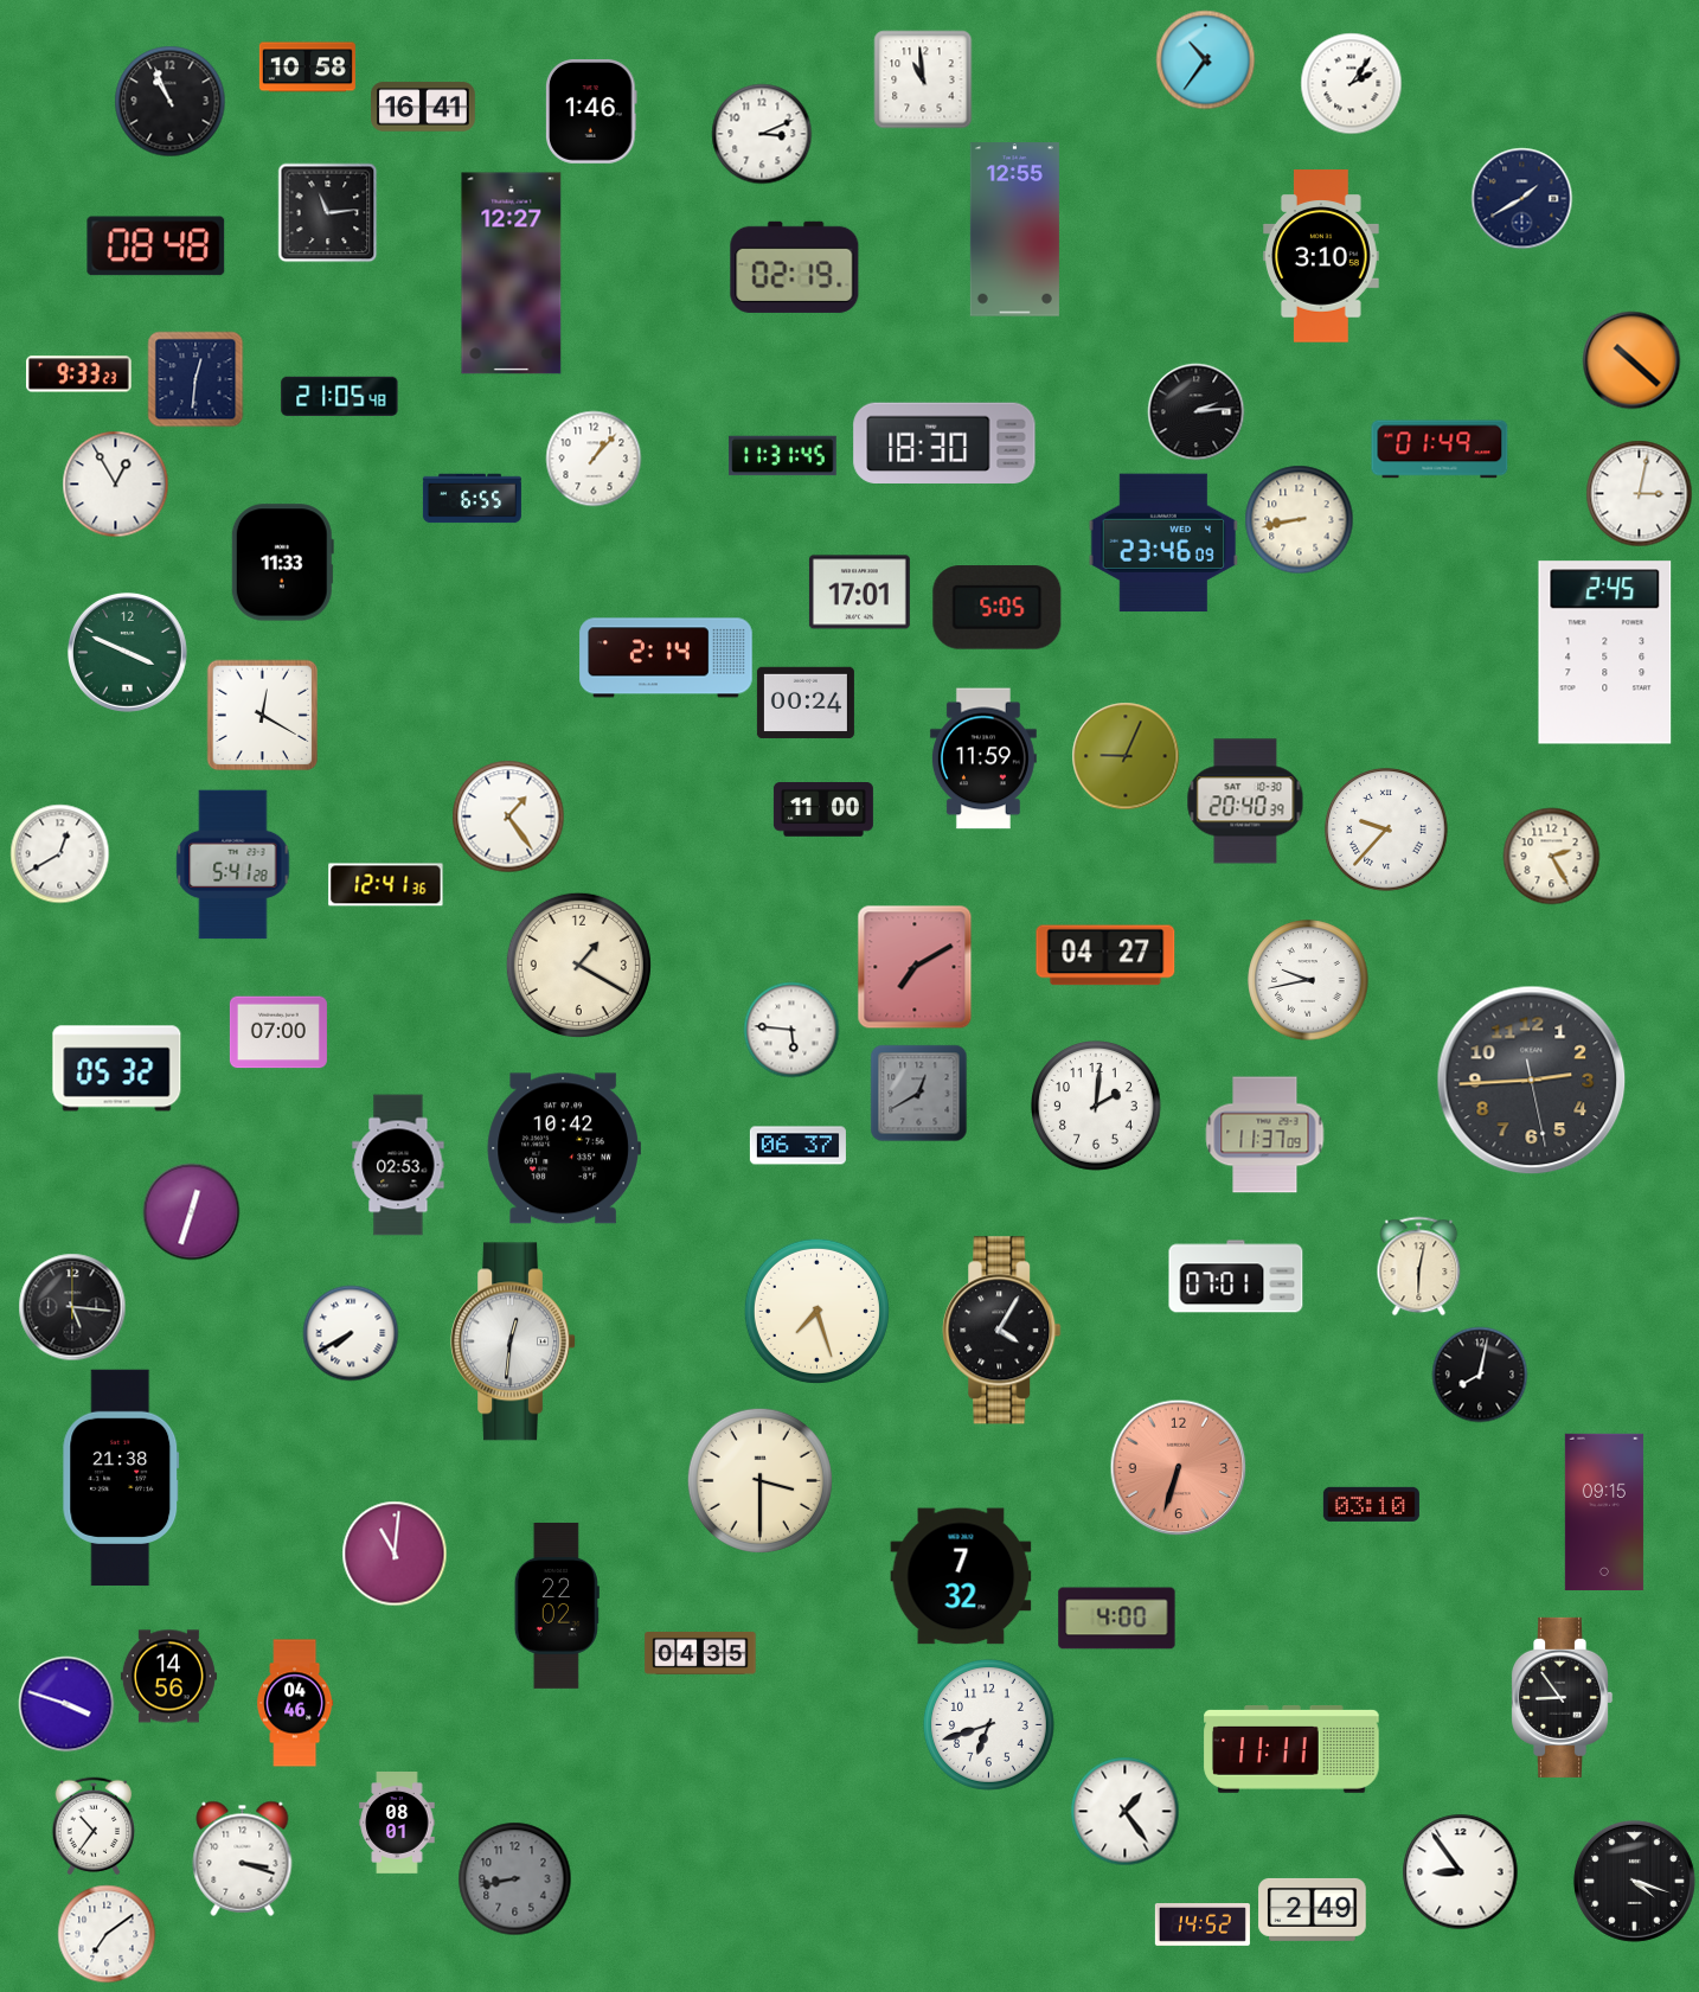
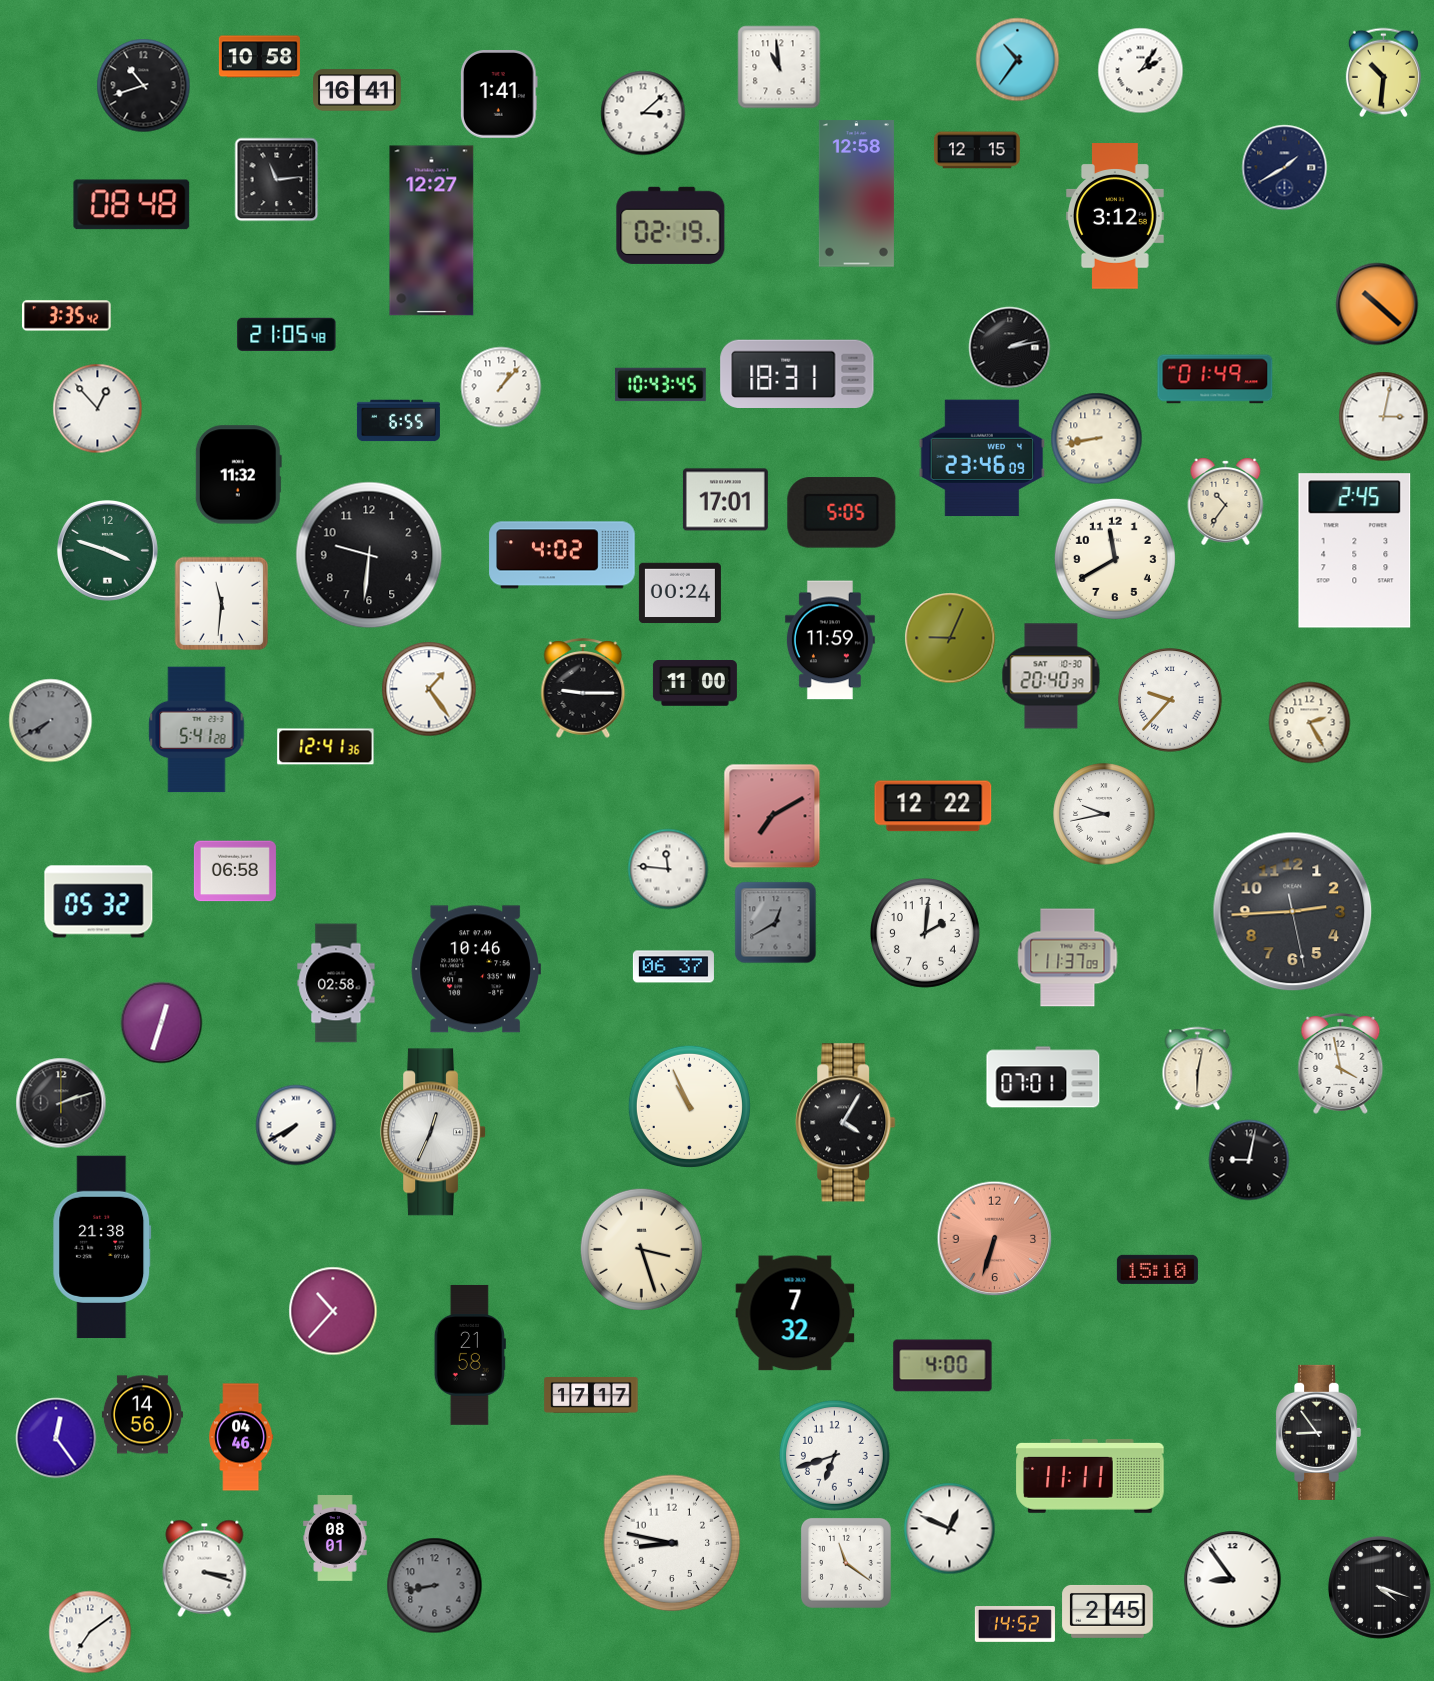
clock at (1205, 59) position: (1205, 59) -> (1017, 59)
clock at (1383, 72): none -> 10:31
clock at (169, 101): 10:56 -> 10:42
clock at (592, 113): 1:46 -> 1:41
clock at (762, 134): 3:11 -> 3:08
clock at (977, 150): none -> 12:15
clock at (1014, 230): 12:55 -> 12:58
clock at (156, 246) position: (156, 246) -> (132, 205)
clock at (1322, 256): 3:10 -> 3:12
clock at (79, 374): 9:33 -> 3:35
clock at (195, 379): 12:31 -> none
clock at (1195, 411): 2:14 -> 2:13
clock at (944, 442): 18:30 -> 18:31
clock at (783, 456): 11:31 -> 10:43
clock at (115, 483): 12:55 -> 12:53
clock at (282, 563): 11:33 -> 11:32
clock at (1226, 501): none -> 10:36
clock at (127, 652): 3:49 -> 3:48
clock at (369, 555): none -> 9:31
clock at (666, 658): 2:14 -> 4:02
clock at (1115, 559): none -> 11:40
clock at (262, 715): 12:20 -> 11:31
clock at (583, 688): none -> 9:15
clock at (59, 853): 12:40 -> 7:40
clock at (59, 853) dial: white -> grey
clock at (1105, 955): 04:27 -> 12:22
clock at (578, 965): 1:20 -> none
clock at (1308, 980) position: (1308, 980) -> (1104, 814)
clock at (791, 1030): 5:46 -> 11:46
clock at (278, 1032): 07:00 -> 06:58
clock at (564, 1148): 10:42 -> 10:46
clock at (398, 1165): 02:53 -> 02:58
clock at (1341, 1063): none -> 3:58
clock at (72, 1307): 5:16 -> 2:12
clock at (816, 1311): 7:27 -> 10:56
clock at (513, 1341): 12:31 -> 12:34
clock at (1480, 1375): 8:02 -> 9:02
clock at (759, 1480): 3:30 -> 3:27
clock at (1371, 1504): 03:10 -> 15:10
clock at (1604, 1512): 09:15 -> none
clock at (395, 1554): 11:01 -> 10:37
clock at (961, 1576) position: (961, 1576) -> (795, 1313)
clock at (557, 1606): 22:02 -> 21:58
clock at (700, 1654): 04:35 -> 17:17
clock at (295, 1703) position: (295, 1703) -> (241, 1437)
clock at (66, 1704): 3:48 -> 12:24
clock at (1124, 1811): 1:24 -> 12:49
clock at (94, 1826): 10:36 -> none
clock at (672, 1543): none -> 8:47
clock at (846, 1563): none -> 11:21
clock at (1313, 1909): 2:49 -> 2:45
